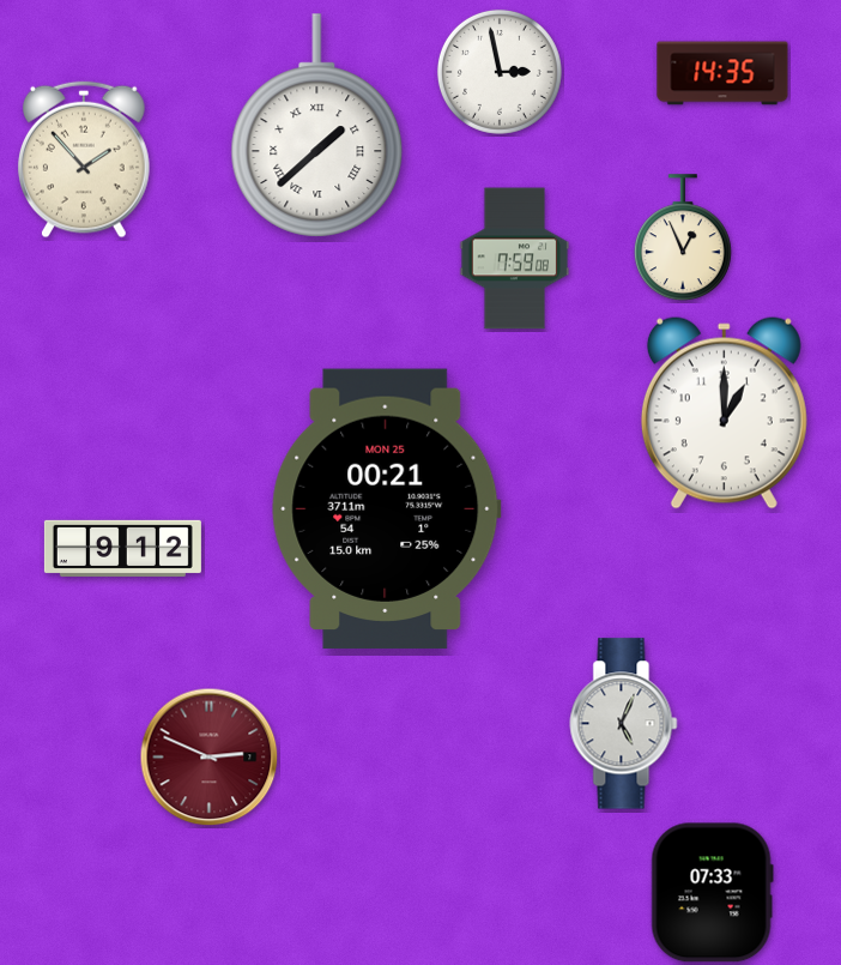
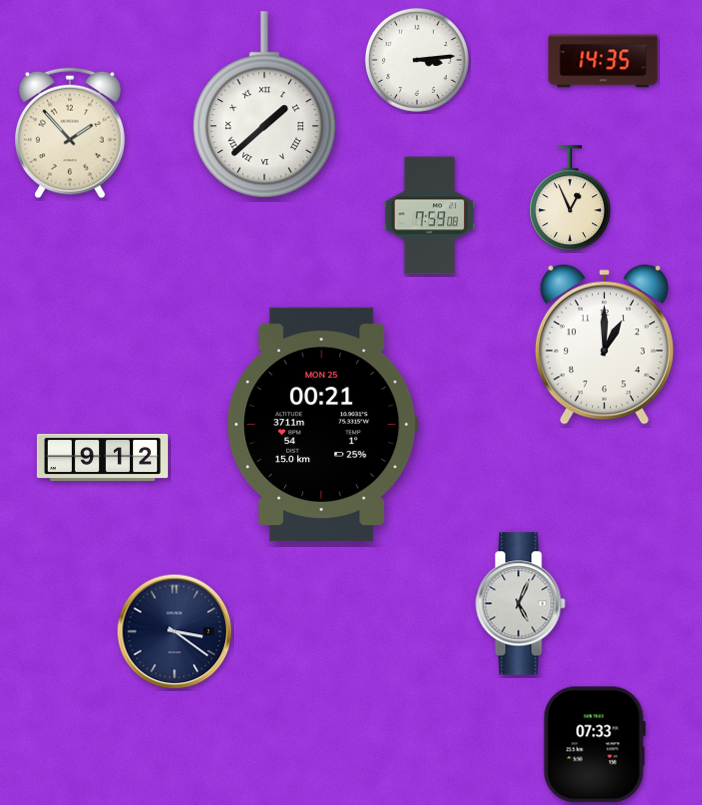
clock at (500, 72): 2:58 -> 3:14
clock at (210, 758): 2:49 -> 3:21
clock at (210, 758) dial: burgundy -> navy
